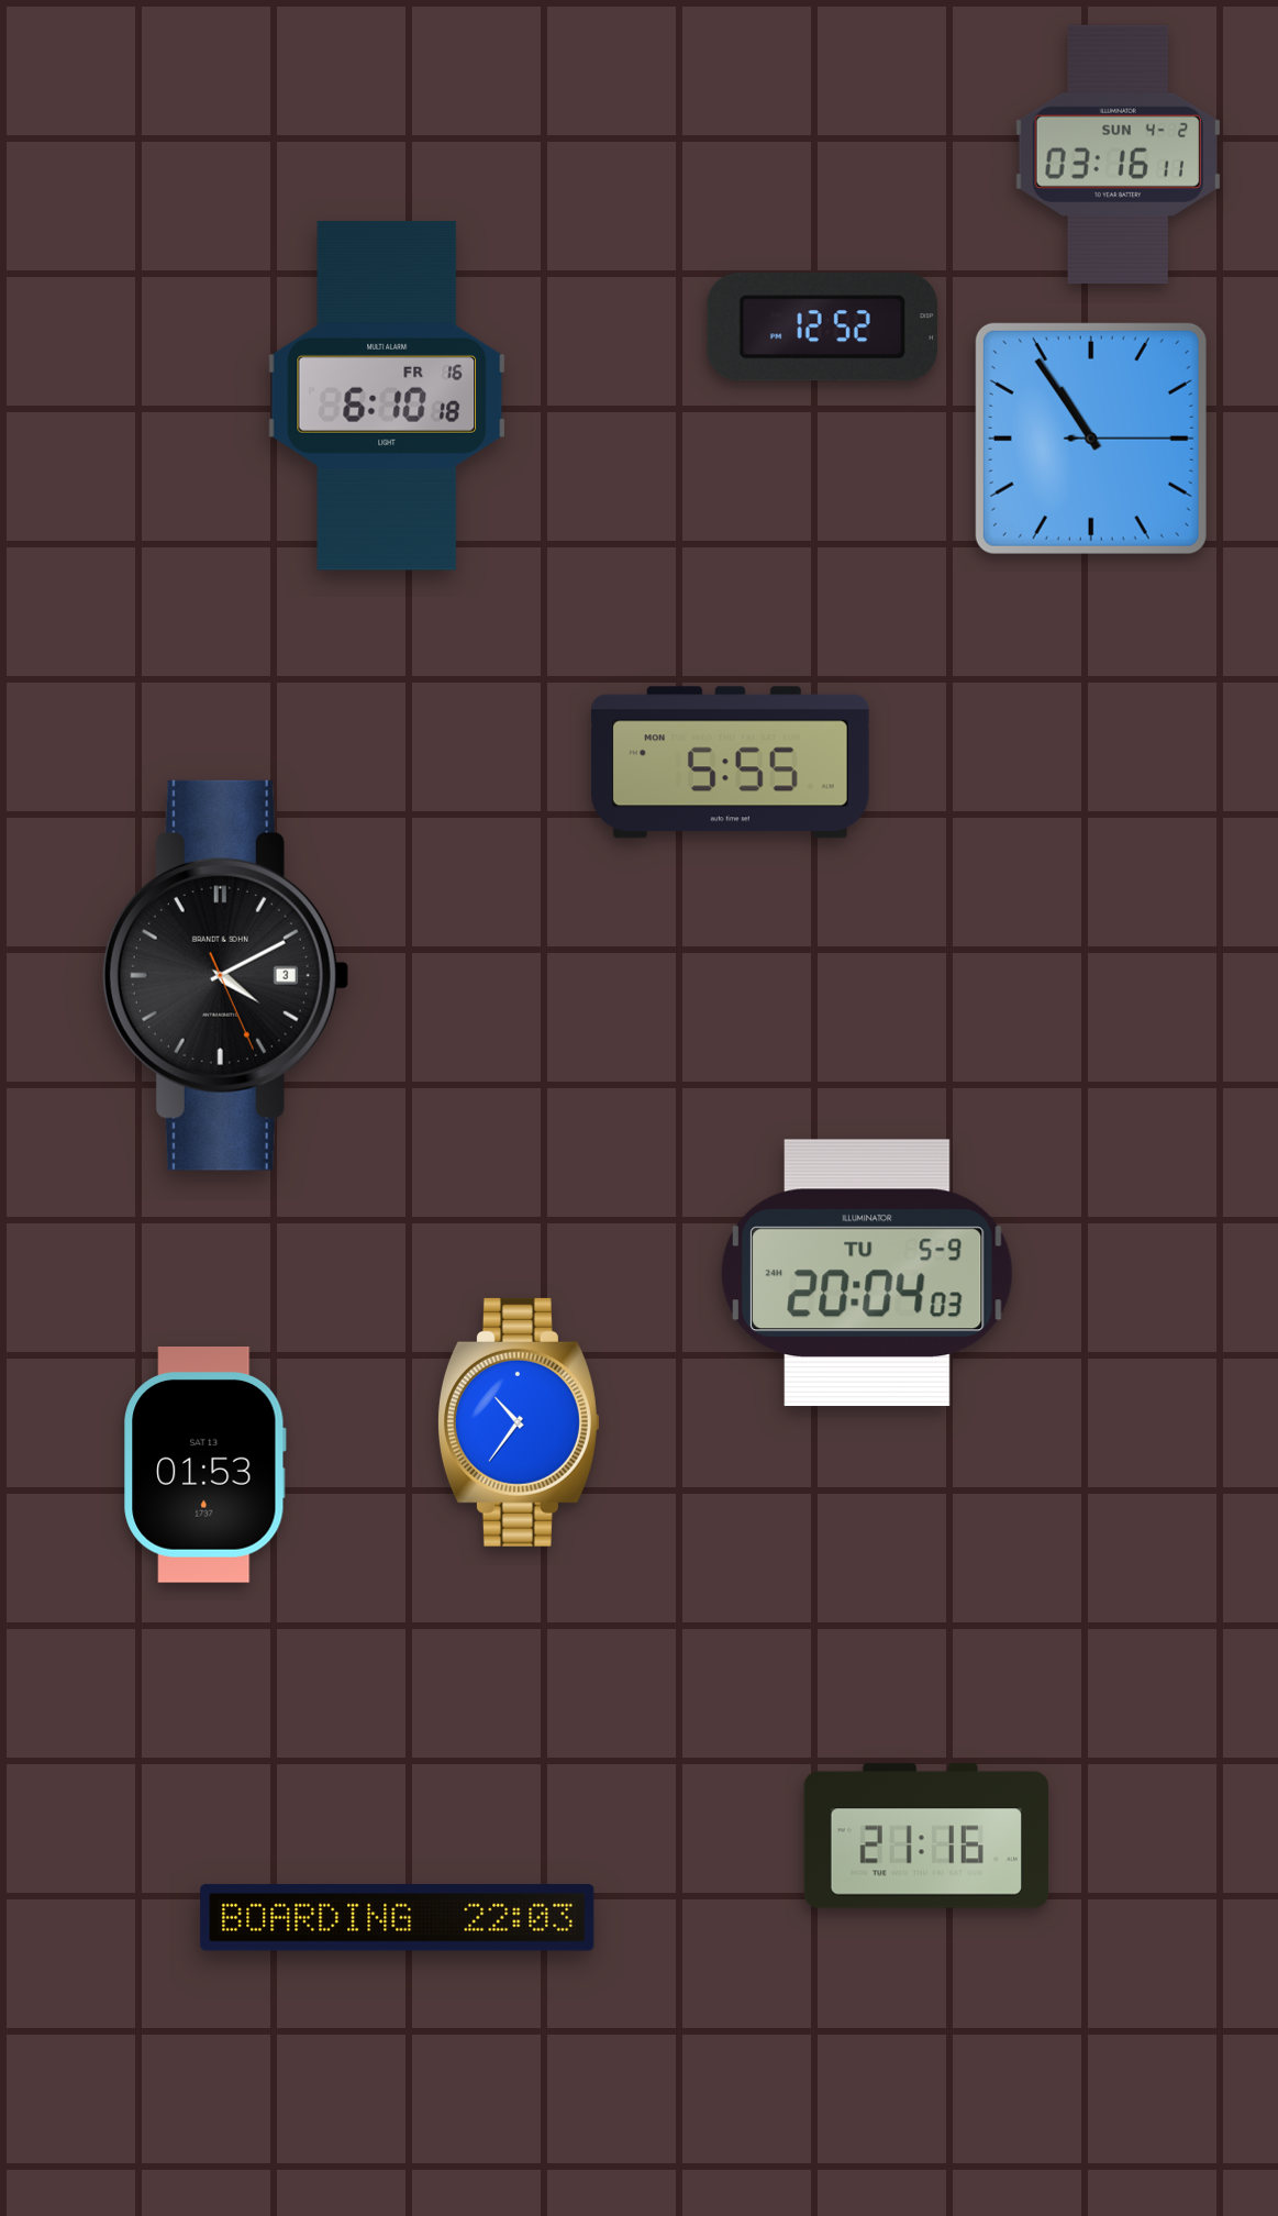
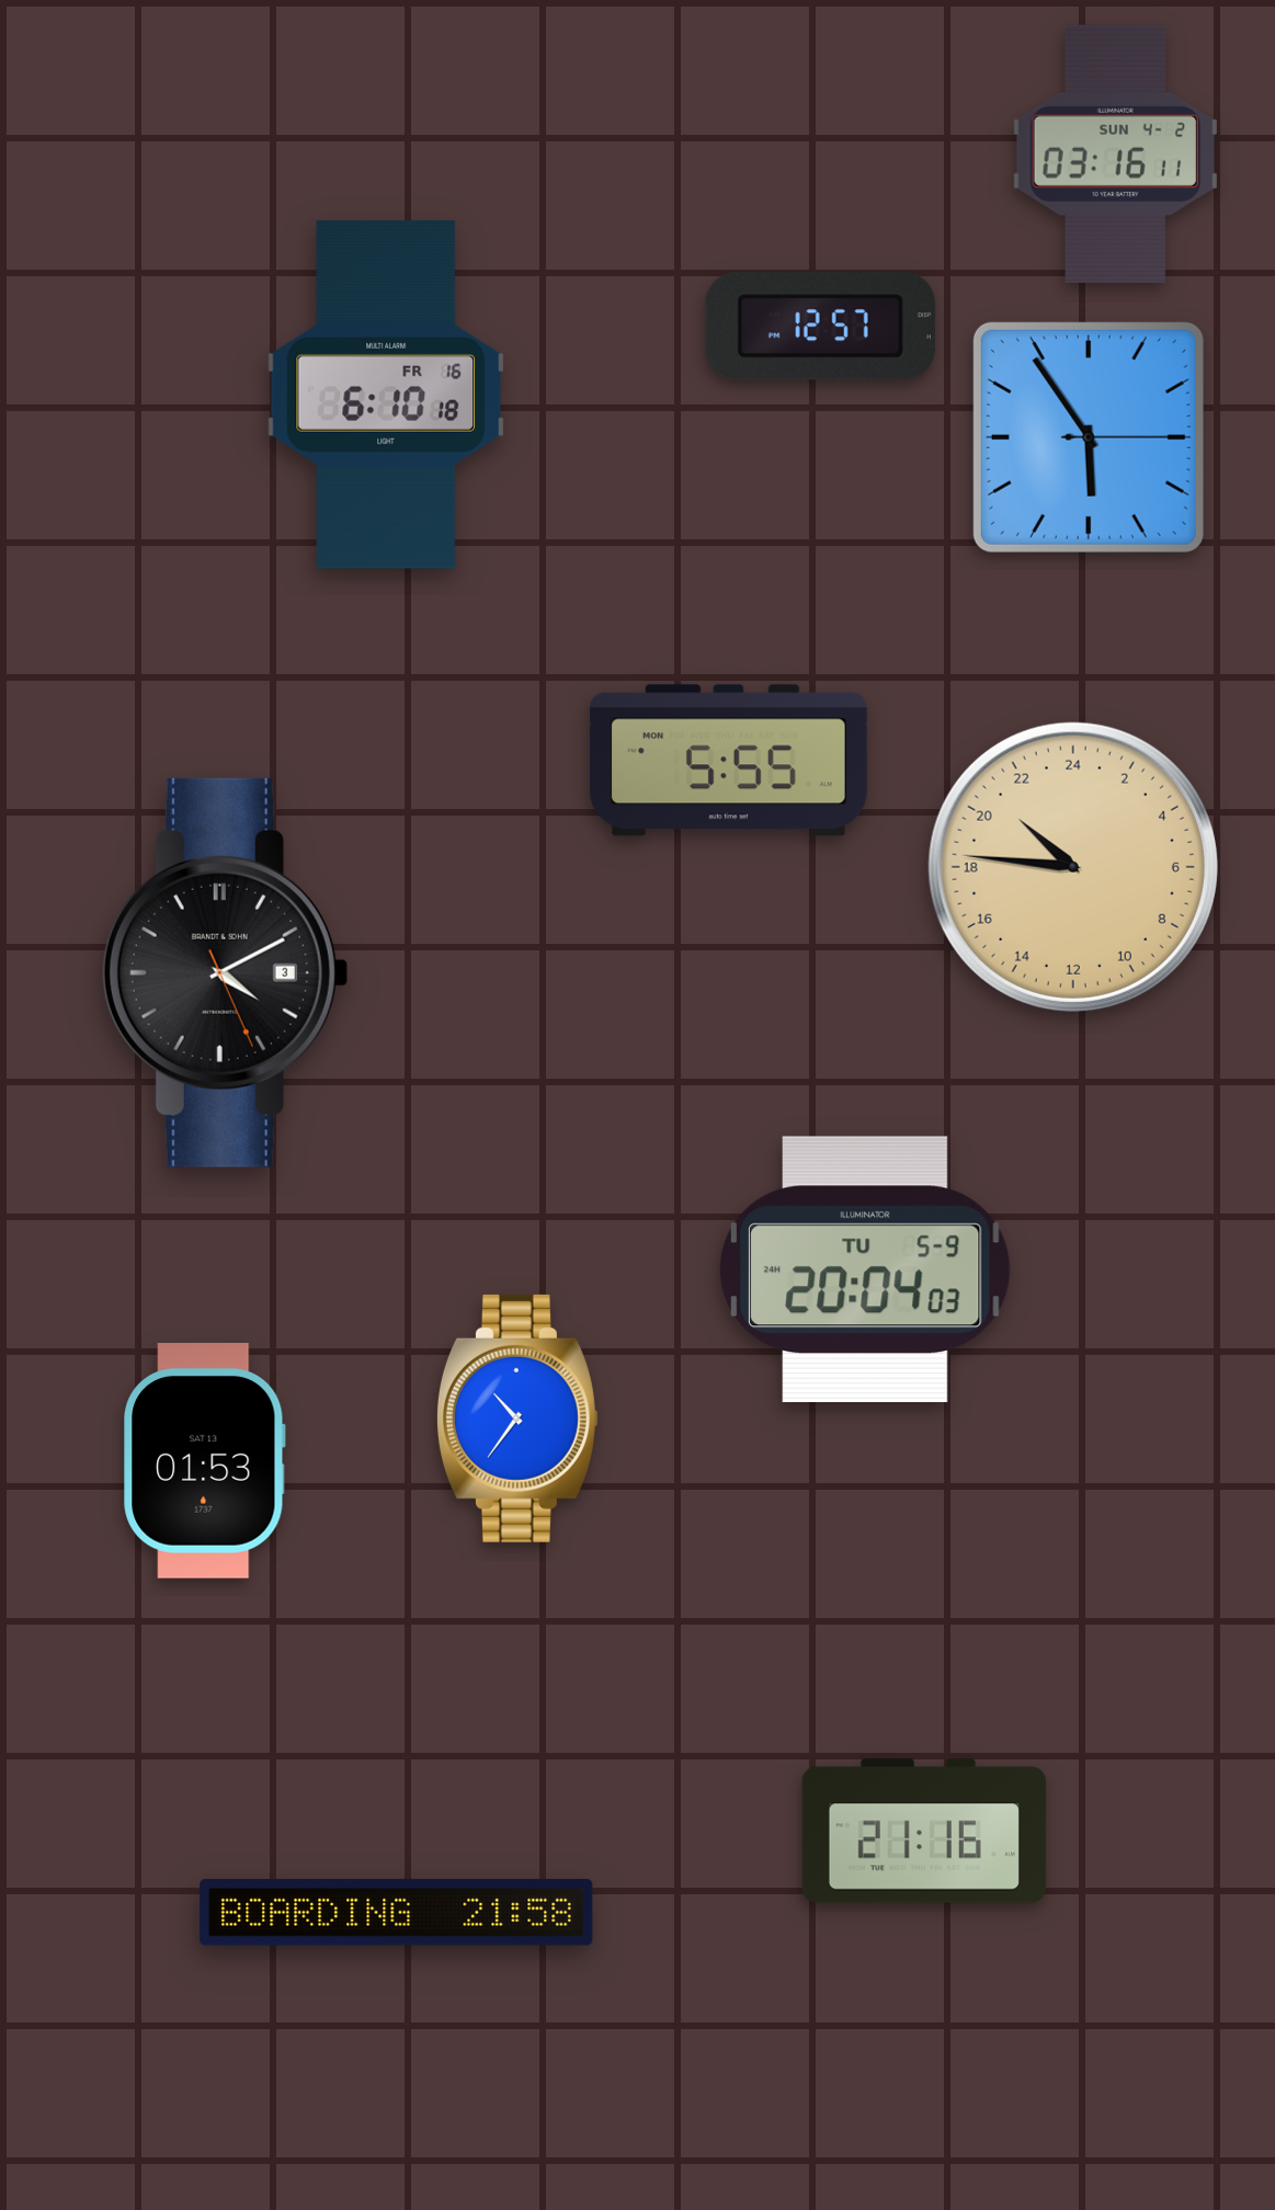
clock at (822, 328): 12:52 -> 12:57
clock at (1091, 439): 10:54 -> 5:54
clock at (1073, 867): none -> 20:46
clock at (398, 1917): 22:03 -> 21:58
